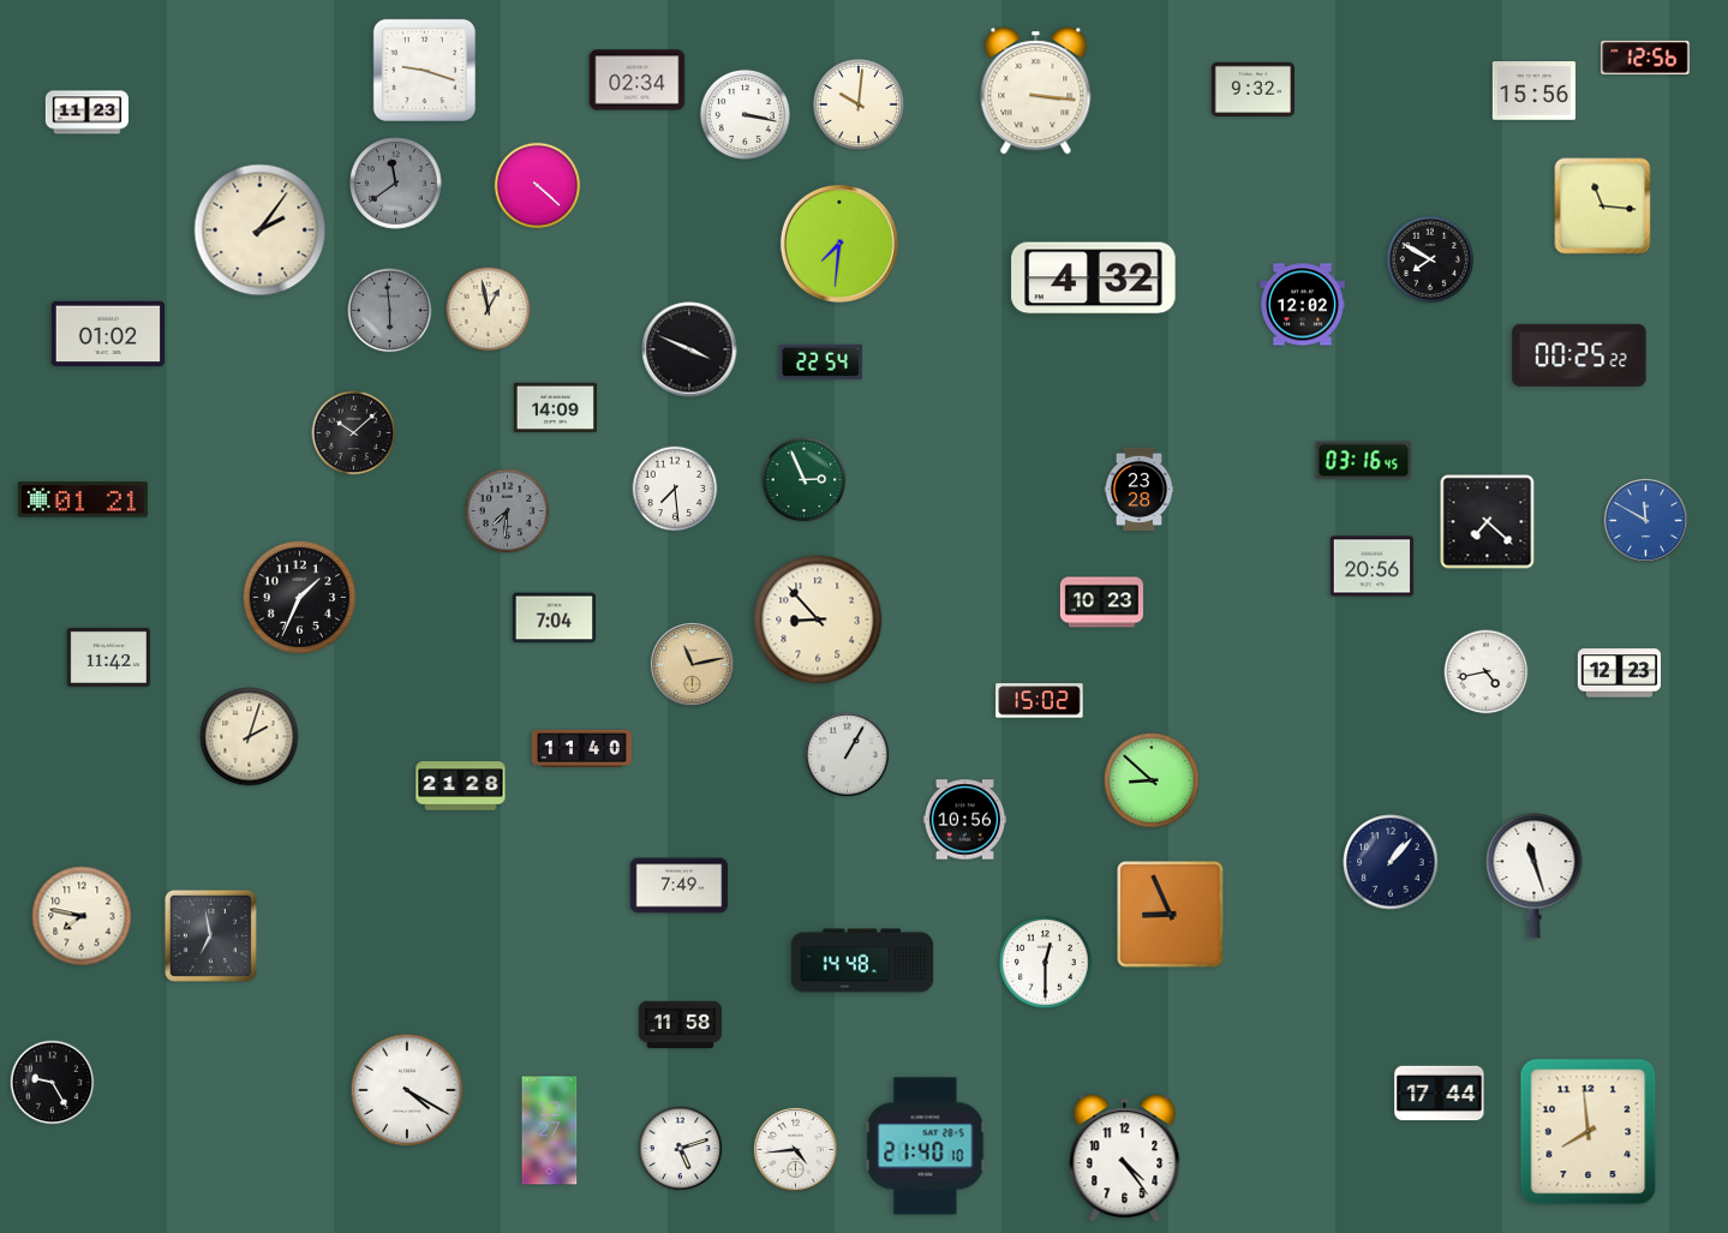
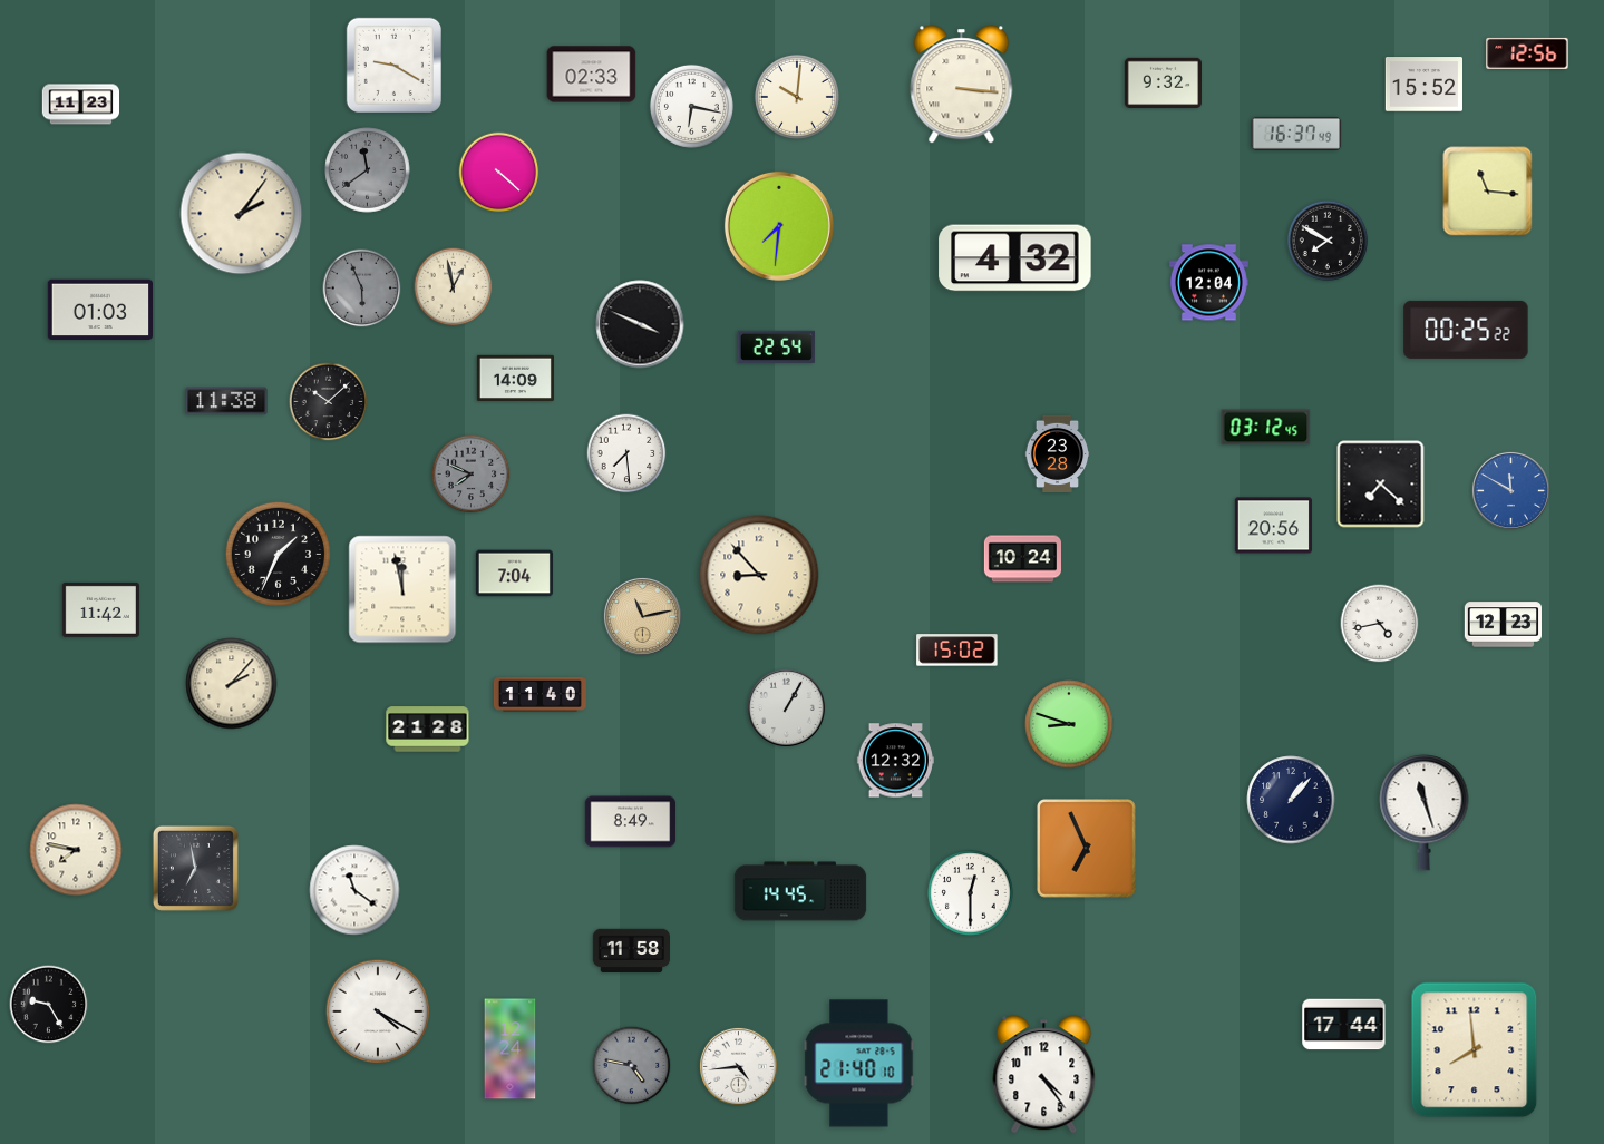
clock at (424, 70): 9:18 -> 9:20
clock at (638, 80): 02:34 -> 02:33
clock at (1533, 91): 15:56 -> 15:52
clock at (745, 114): 3:17 -> 6:17
clock at (1296, 134): none -> 16:37
clock at (1302, 305): 12:02 -> 12:04
clock at (390, 311): 5:59 -> 5:56
clock at (107, 334): 01:02 -> 01:03
clock at (820, 361) position: (820, 361) -> (776, 346)
clock at (226, 401): none -> 11:38
clock at (1364, 461): 03:16 -> 03:12
clock at (805, 480): 2:56 -> none
clock at (83, 499): 01:21 -> none
clock at (508, 511): 7:31 -> 7:49
clock at (1645, 520) position: (1645, 520) -> (1510, 490)
clock at (1101, 603): 10:23 -> 10:24
clock at (402, 589): none -> 11:58
clock at (1040, 701) position: (1040, 701) -> (957, 651)
clock at (250, 737): 2:03 -> 2:07
clock at (847, 754) position: (847, 754) -> (786, 707)
clock at (1152, 780): 8:52 -> 8:48
clock at (964, 820): 10:56 -> 12:32
clock at (680, 886): 7:49 -> 8:49
clock at (1171, 915): 8:56 -> 6:56
clock at (354, 890): none -> 11:21
clock at (862, 960): 14:48 -> 14:45
clock at (1440, 1094) position: (1440, 1094) -> (1344, 1025)
clock at (550, 1131): 12:27 -> 12:24
clock at (681, 1149): 5:12 -> 4:47
clock at (681, 1149) dial: white -> grey
